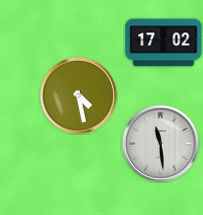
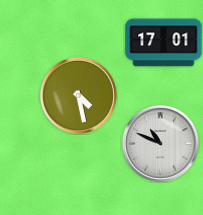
clock at (164, 43): 17:02 -> 17:01
clock at (160, 143): 11:29 -> 10:49
